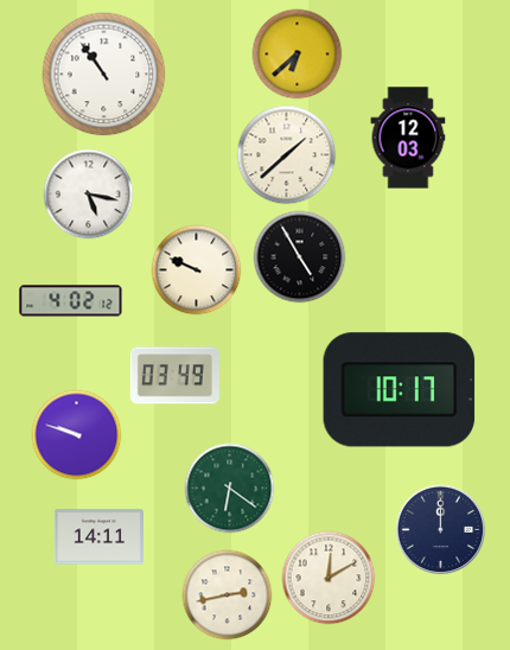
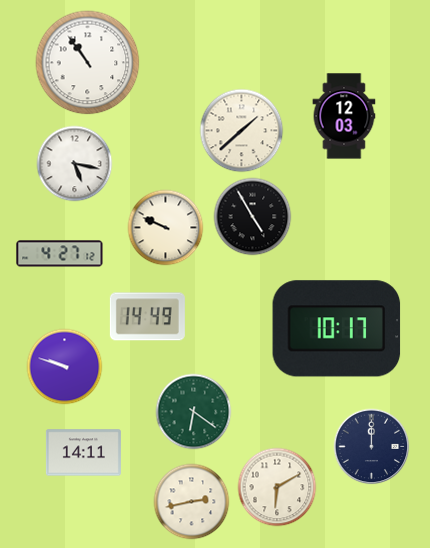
clock at (298, 55): 6:38 -> none
clock at (71, 301): 4:02 -> 4:27
clock at (174, 376): 03:49 -> 14:49
clock at (329, 578): 12:10 -> 6:10
